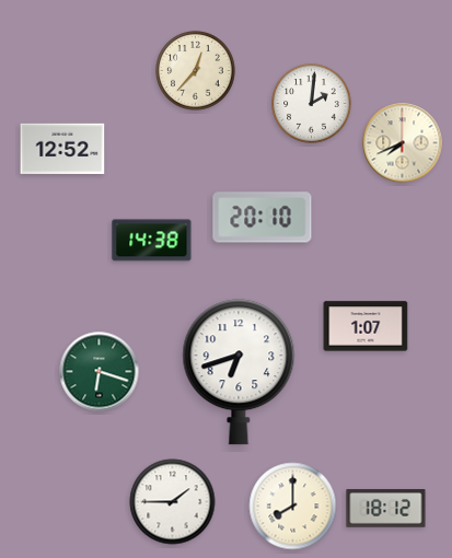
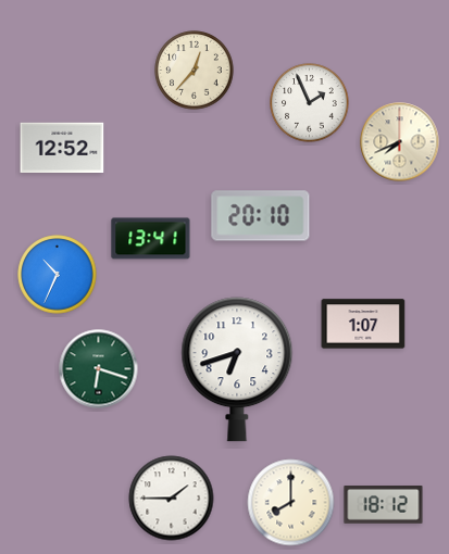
clock at (312, 104): 2:01 -> 1:56
clock at (152, 241): 14:38 -> 13:41
clock at (58, 275): none -> 10:34
